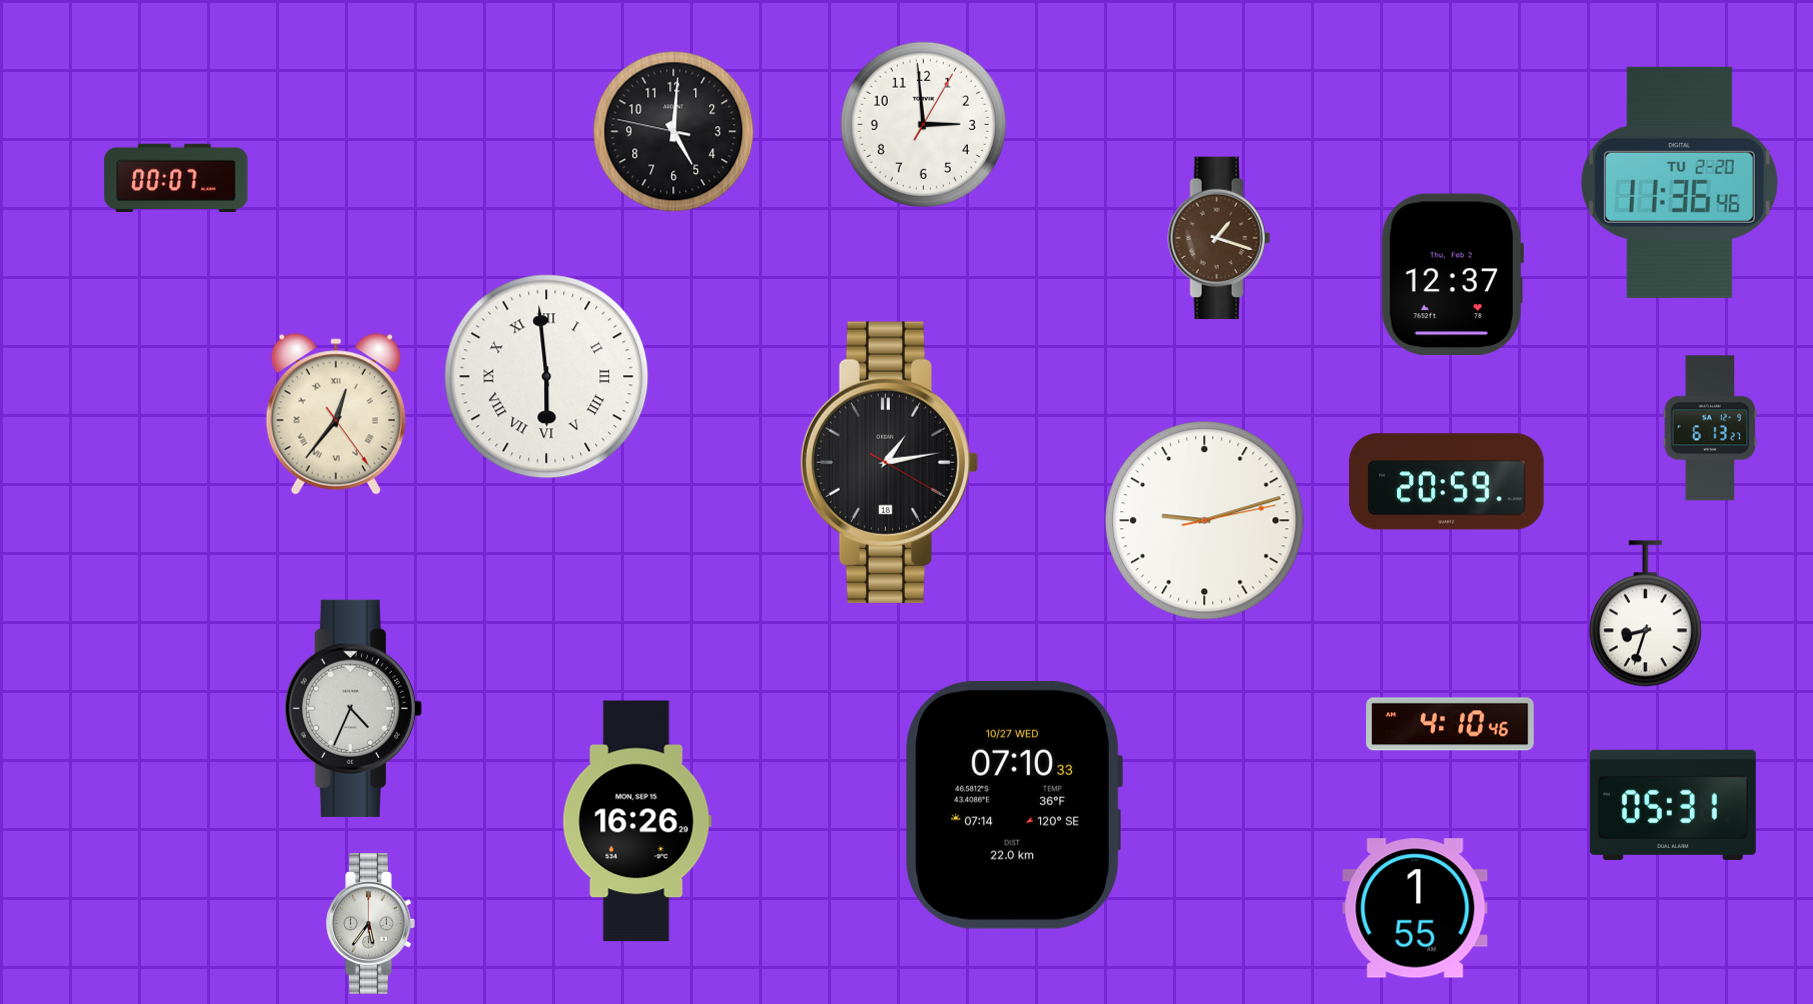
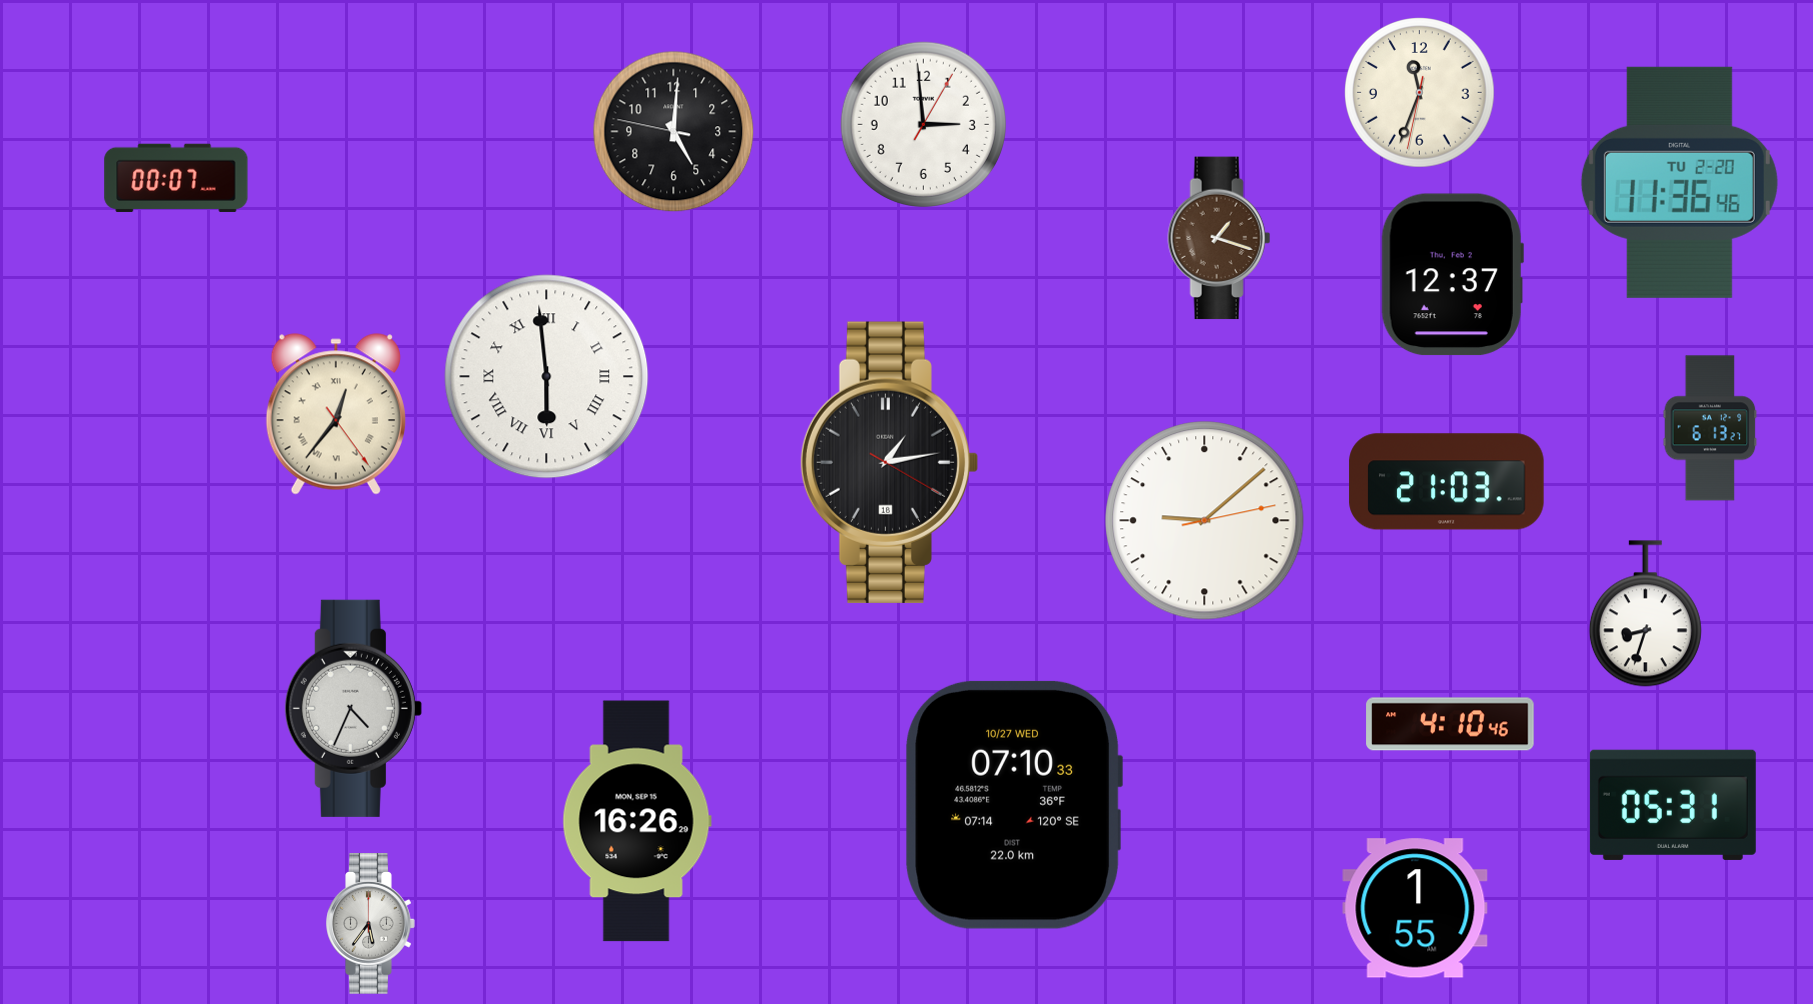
clock at (1420, 93): none -> 11:33
clock at (1447, 482): 20:59 -> 21:03
clock at (1205, 521): 9:12 -> 9:08
